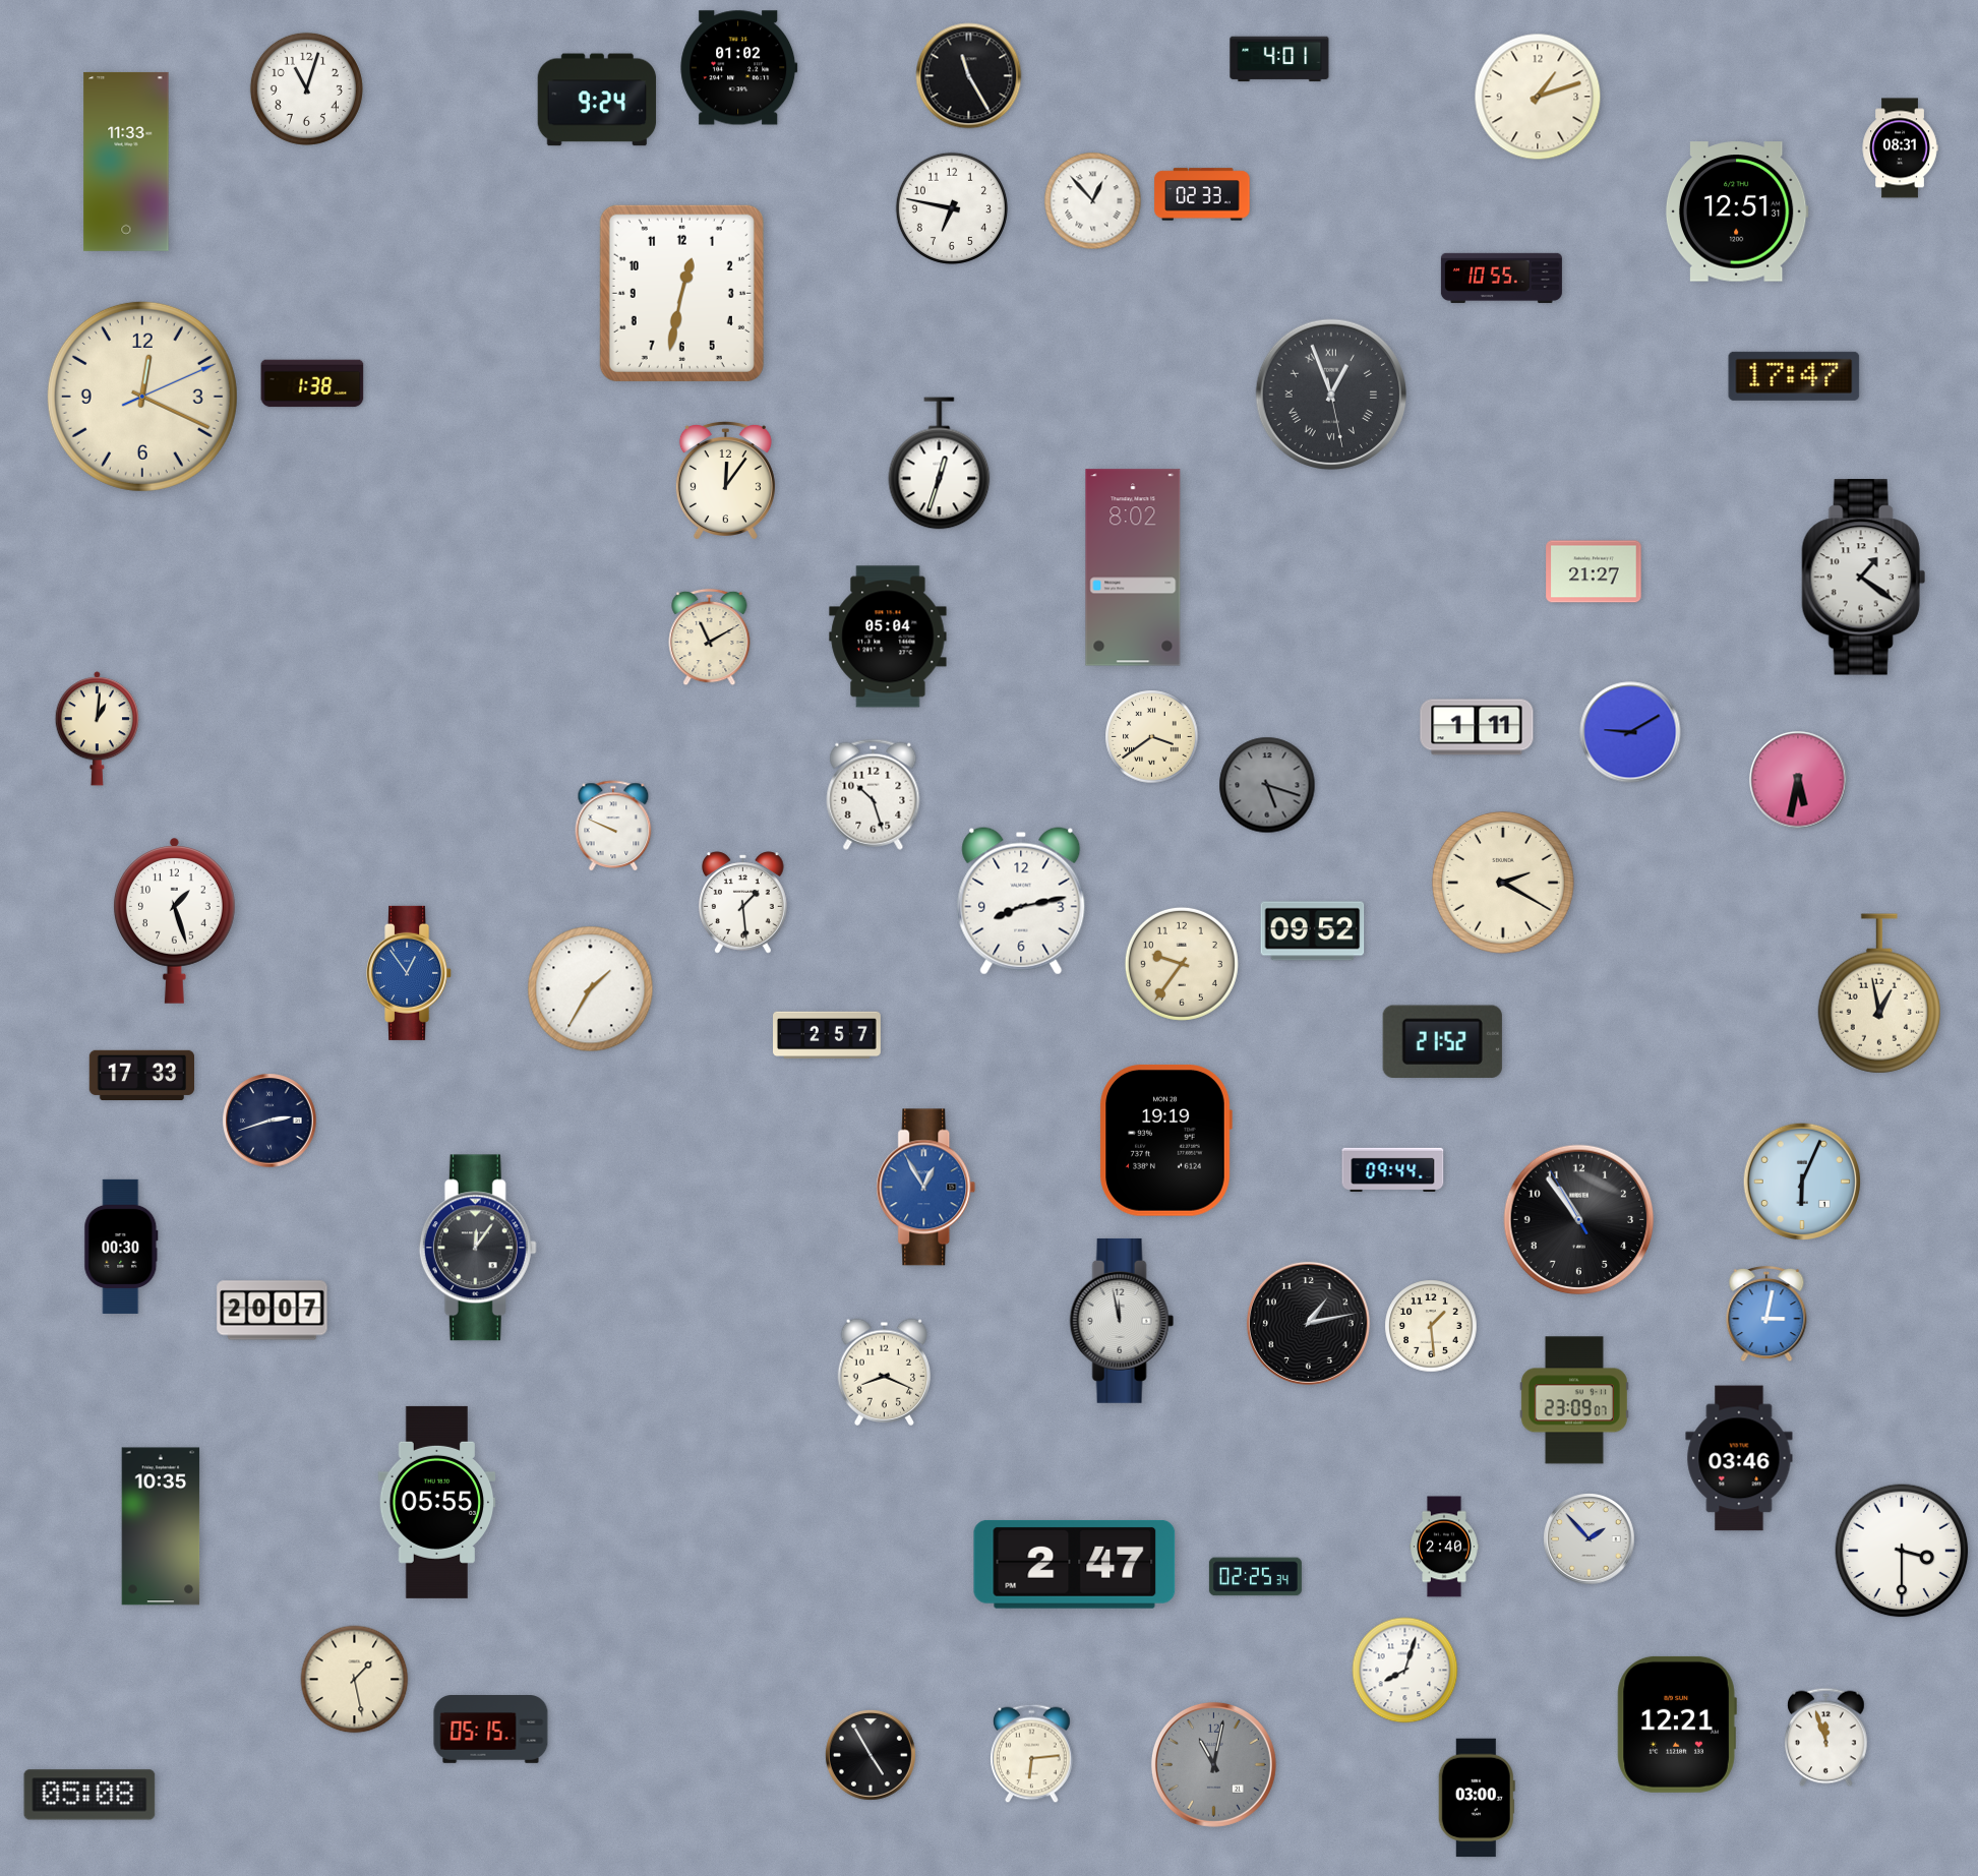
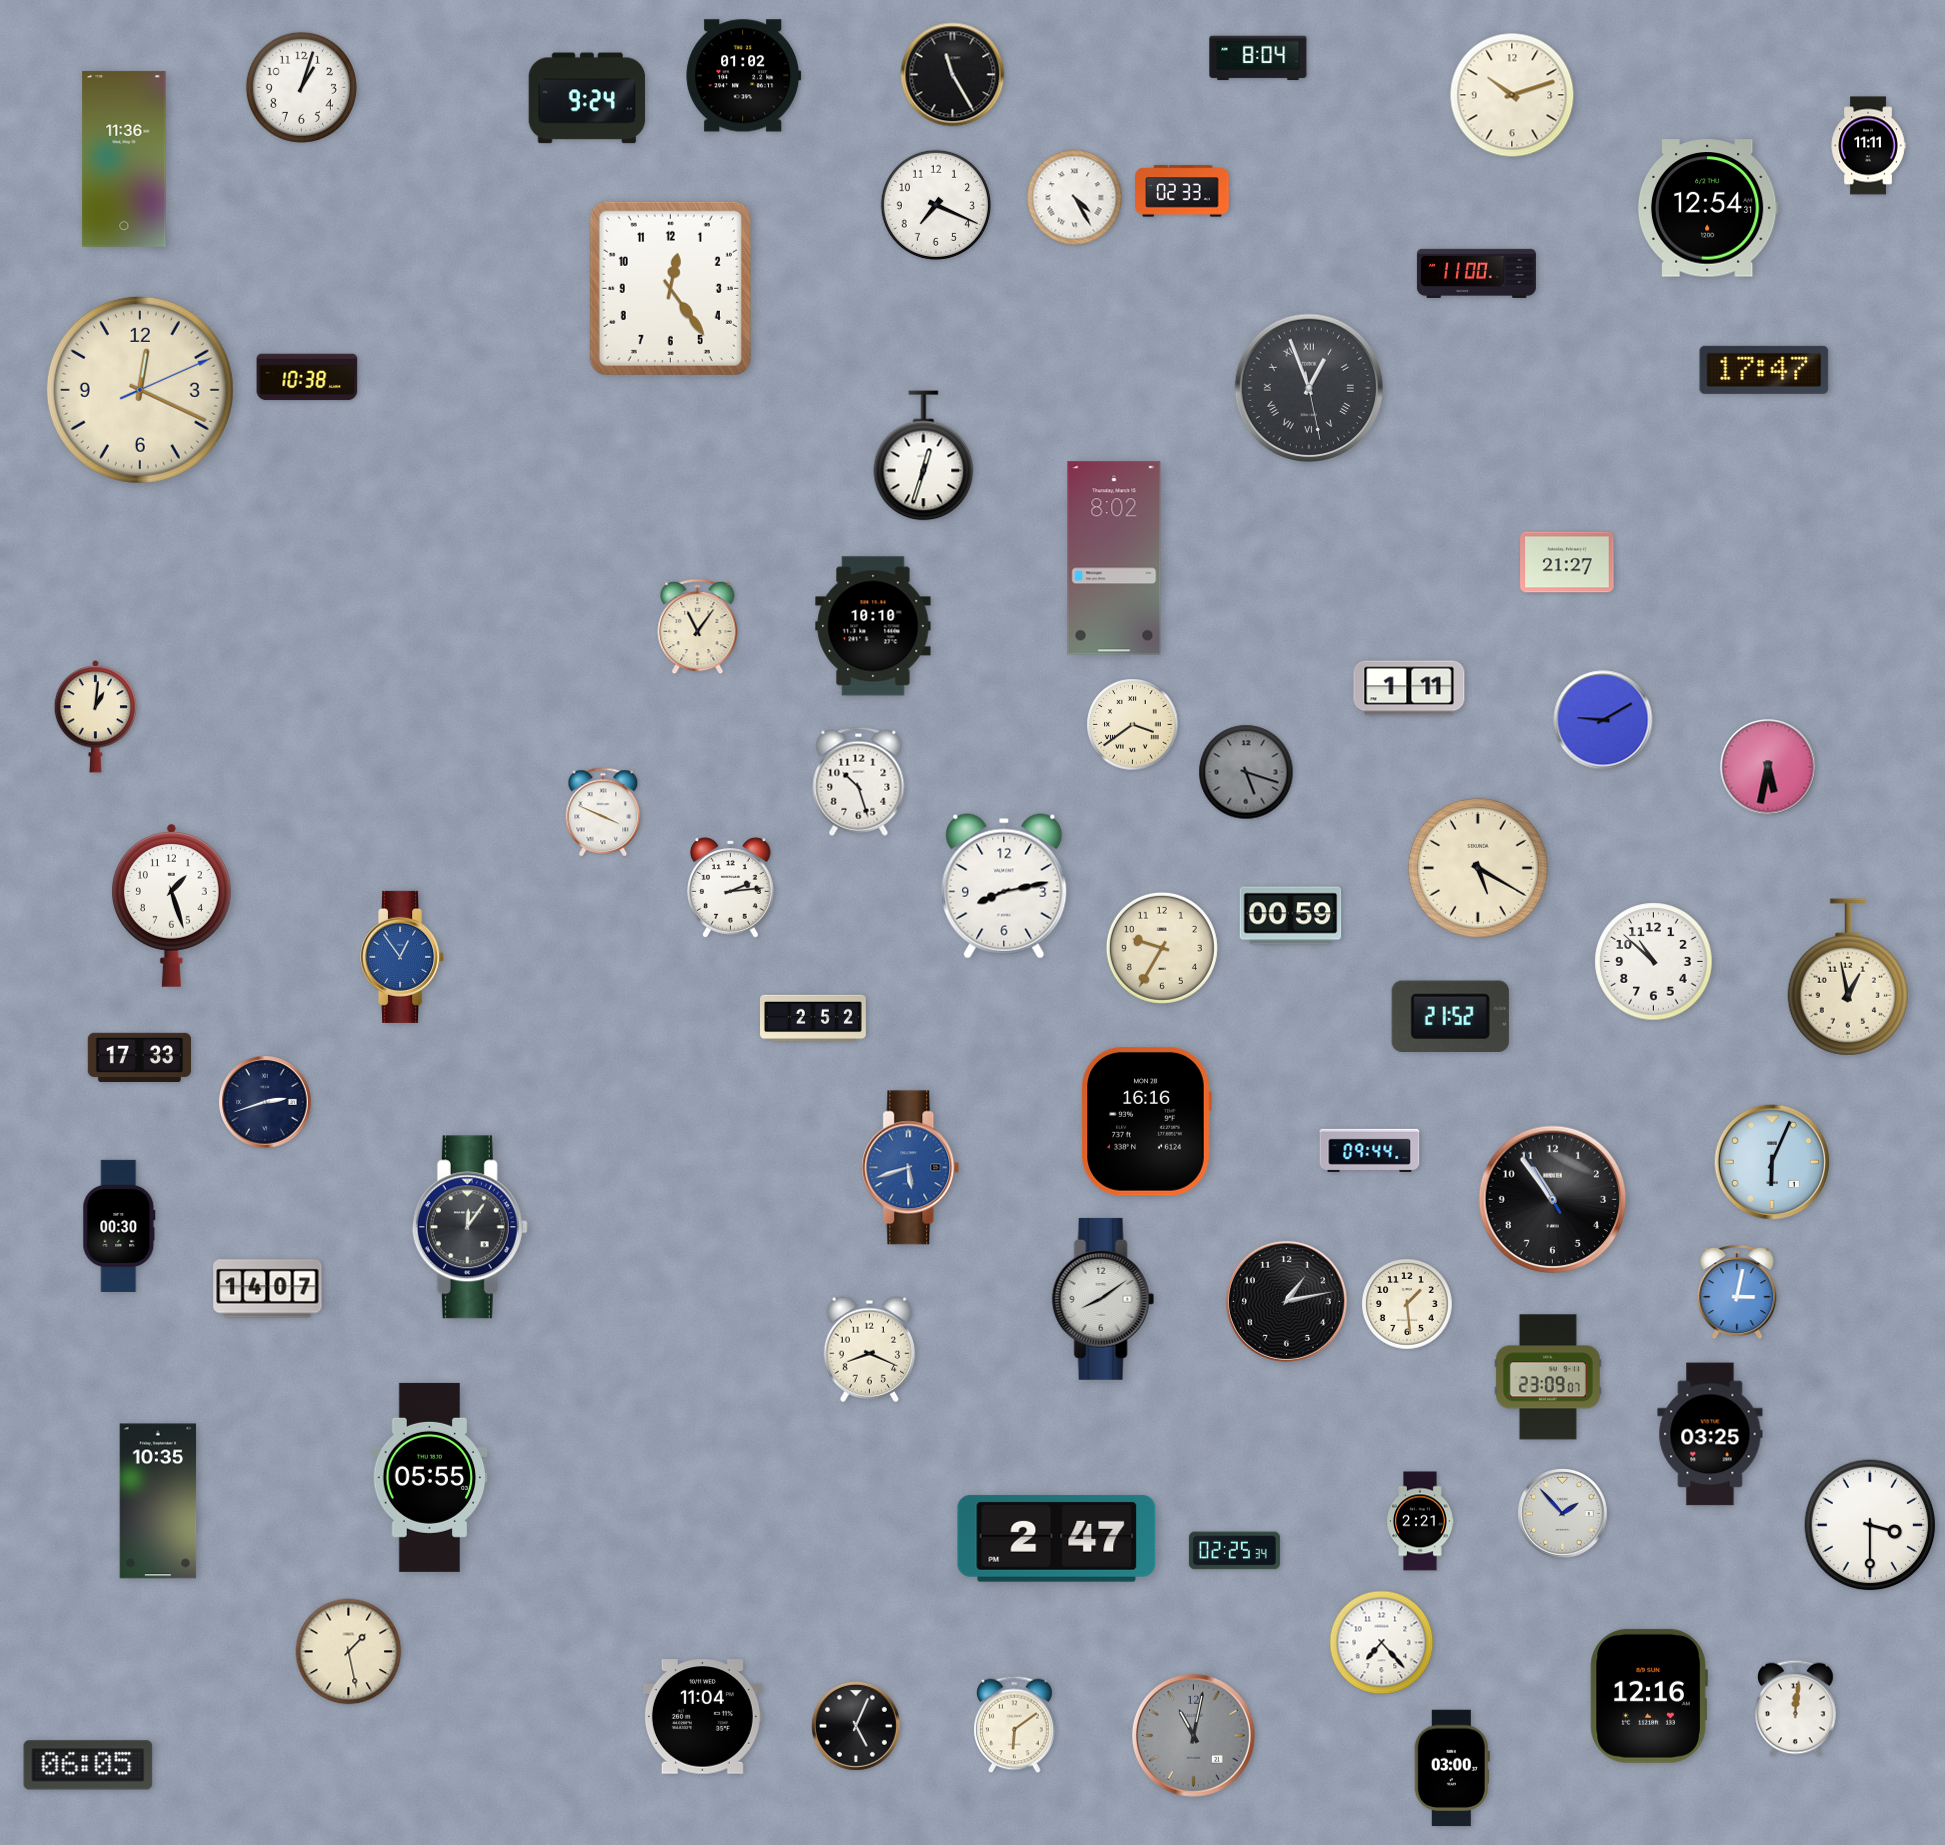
clock at (1279, 59): 4:01 -> 8:04
clock at (739, 68) position: (739, 68) -> (744, 76)
clock at (306, 88): 11:03 -> 1:03
clock at (1538, 97): 1:12 -> 10:12
clock at (1900, 148): 08:31 -> 11:11
clock at (126, 162): 11:33 -> 11:36
clock at (1093, 201): 12:53 -> 4:25
clock at (952, 208): 6:47 -> 7:19
clock at (1737, 211): 12:51 -> 12:54
clock at (1501, 278): 10:55 -> 11:00
clock at (681, 293): 12:32 -> 12:24
clock at (312, 383): 1:38 -> 10:38
clock at (725, 480): 12:06 -> none
clock at (1863, 578): 1:21 -> none
clock at (888, 637): 05:04 -> 10:10
clock at (710, 638): 11:10 -> 11:06
clock at (1477, 727) position: (1477, 727) -> (1409, 688)
clock at (613, 826): 9:49 -> 3:49
clock at (1503, 883): 2:20 -> 5:20
clock at (743, 903): 1:29 -> 2:14
clock at (1313, 931): 09:52 -> 00:59
clock at (1182, 964): 9:36 -> 9:35
clock at (1654, 962): none -> 10:52
clock at (591, 989): 1:35 -> none
clock at (828, 1035): 2:57 -> 2:52
clock at (1442, 1041) position: (1442, 1041) -> (1450, 1016)
clock at (1165, 1140): 19:19 -> 16:16
clock at (926, 1188): 12:55 -> 5:42
clock at (273, 1311): 20:07 -> 14:07
clock at (1122, 1321): 11:58 -> 8:09
clock at (1739, 1458): 03:46 -> 03:25
clock at (1444, 1547): 2:40 -> 2:21
clock at (1405, 1671): 8:03 -> 7:23
clock at (1677, 1724): 12:21 -> 12:16
clock at (491, 1730): 05:15 -> none
clock at (1826, 1738): 11:57 -> 12:01
clock at (702, 1717): none -> 11:04
clock at (1032, 1754): 6:14 -> 6:09
clock at (871, 1756): 4:55 -> 5:04
clock at (89, 1795): 05:08 -> 06:05
